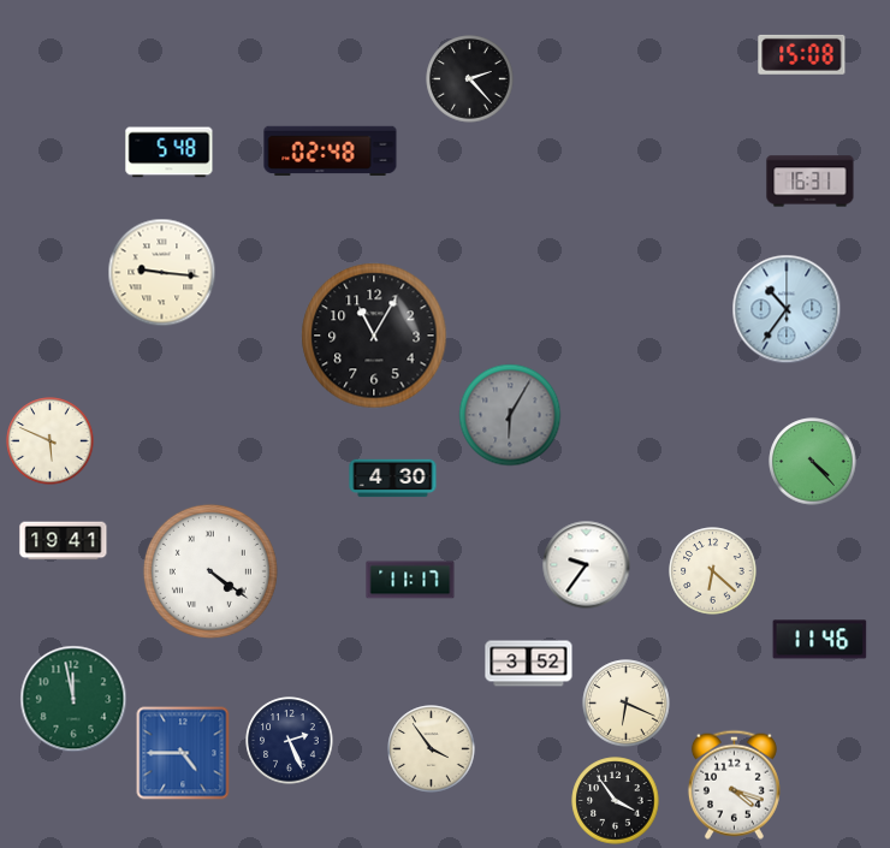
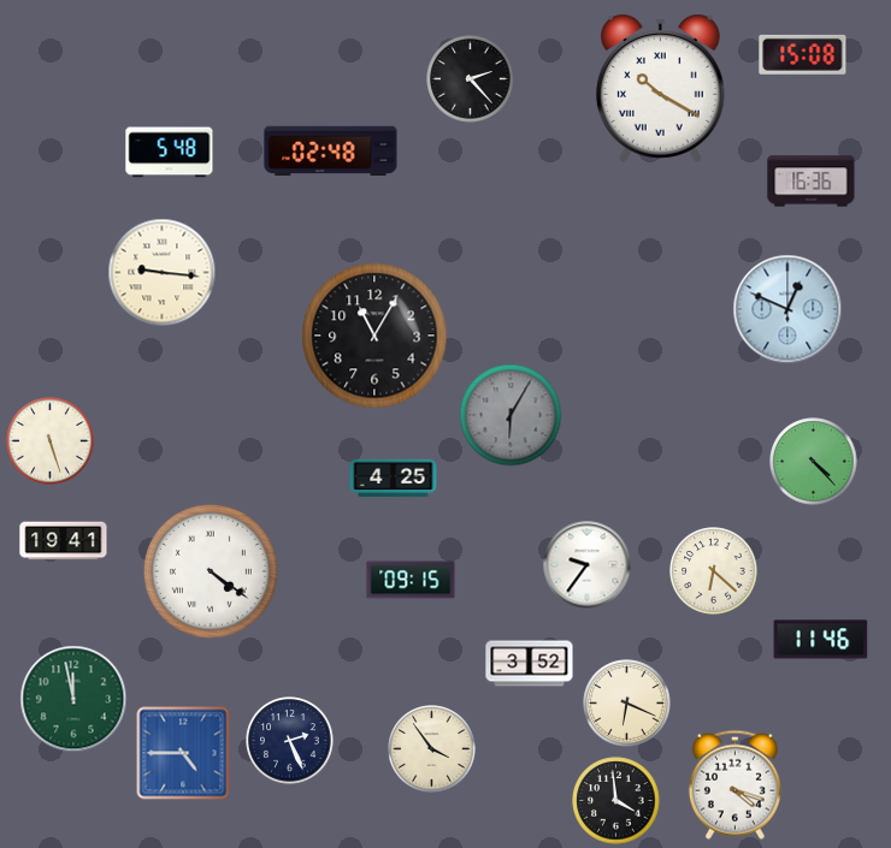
clock at (660, 88): none -> 10:20
clock at (811, 182): 16:31 -> 16:36
clock at (787, 309): 10:36 -> 12:49
clock at (51, 441): 5:49 -> 5:27
clock at (393, 479): 4:30 -> 4:25
clock at (410, 580): 11:17 -> 09:15
clock at (616, 801): 3:54 -> 3:59
